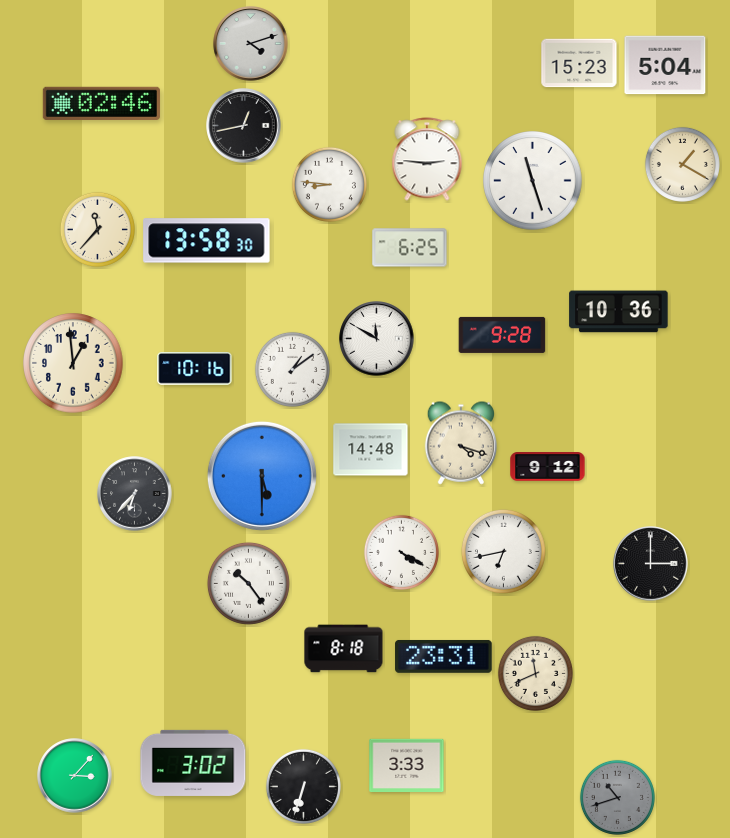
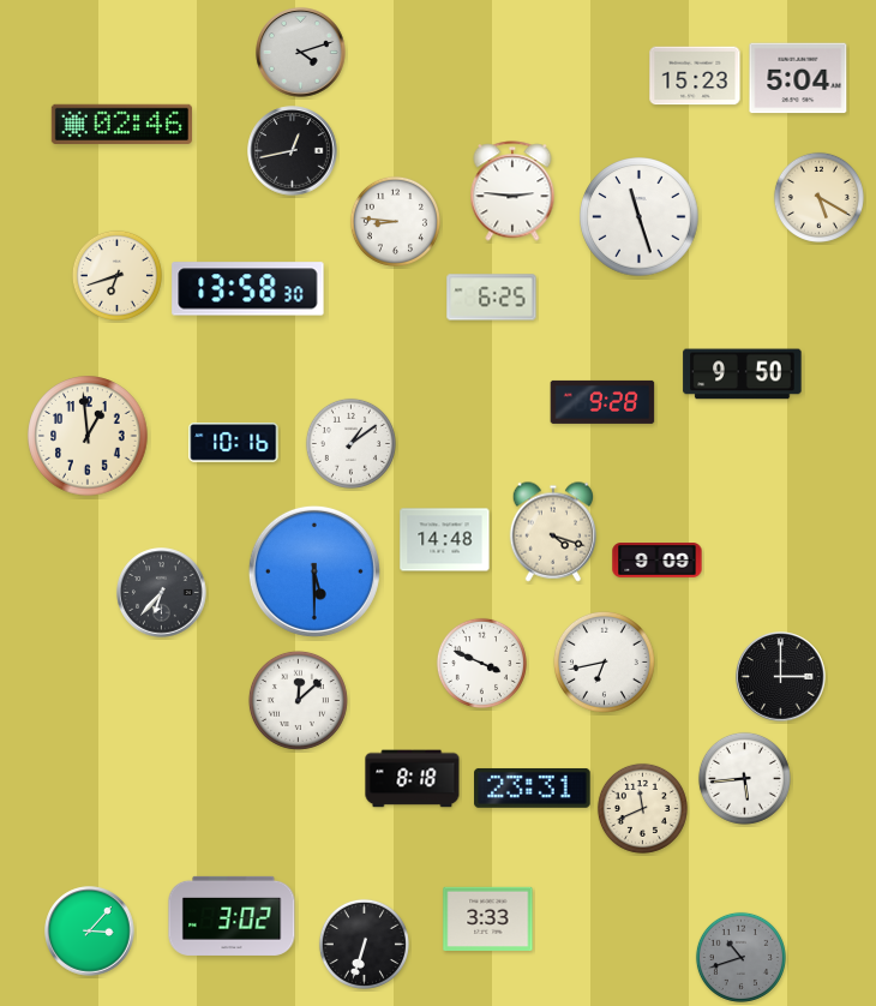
clock at (682, 164): 1:20 -> 5:20
clock at (97, 229): 11:37 -> 6:42
clock at (619, 312): 10:36 -> 9:50
clock at (377, 339): 11:50 -> none
clock at (548, 467): 9:12 -> 9:09
clock at (401, 552): 4:20 -> 3:49
clock at (248, 583): 10:24 -> 12:08
clock at (744, 778): none -> 5:44
